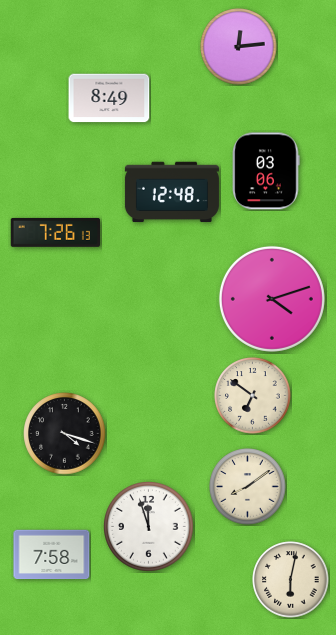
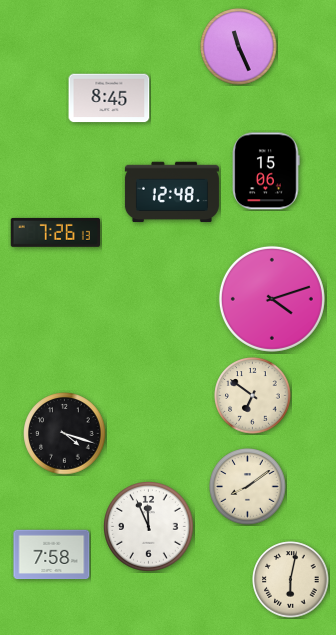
clock at (239, 47): 12:14 -> 11:26
clock at (109, 98): 8:49 -> 8:45
clock at (266, 171): 03:06 -> 15:06
clock at (149, 527): 11:57 -> 11:56
